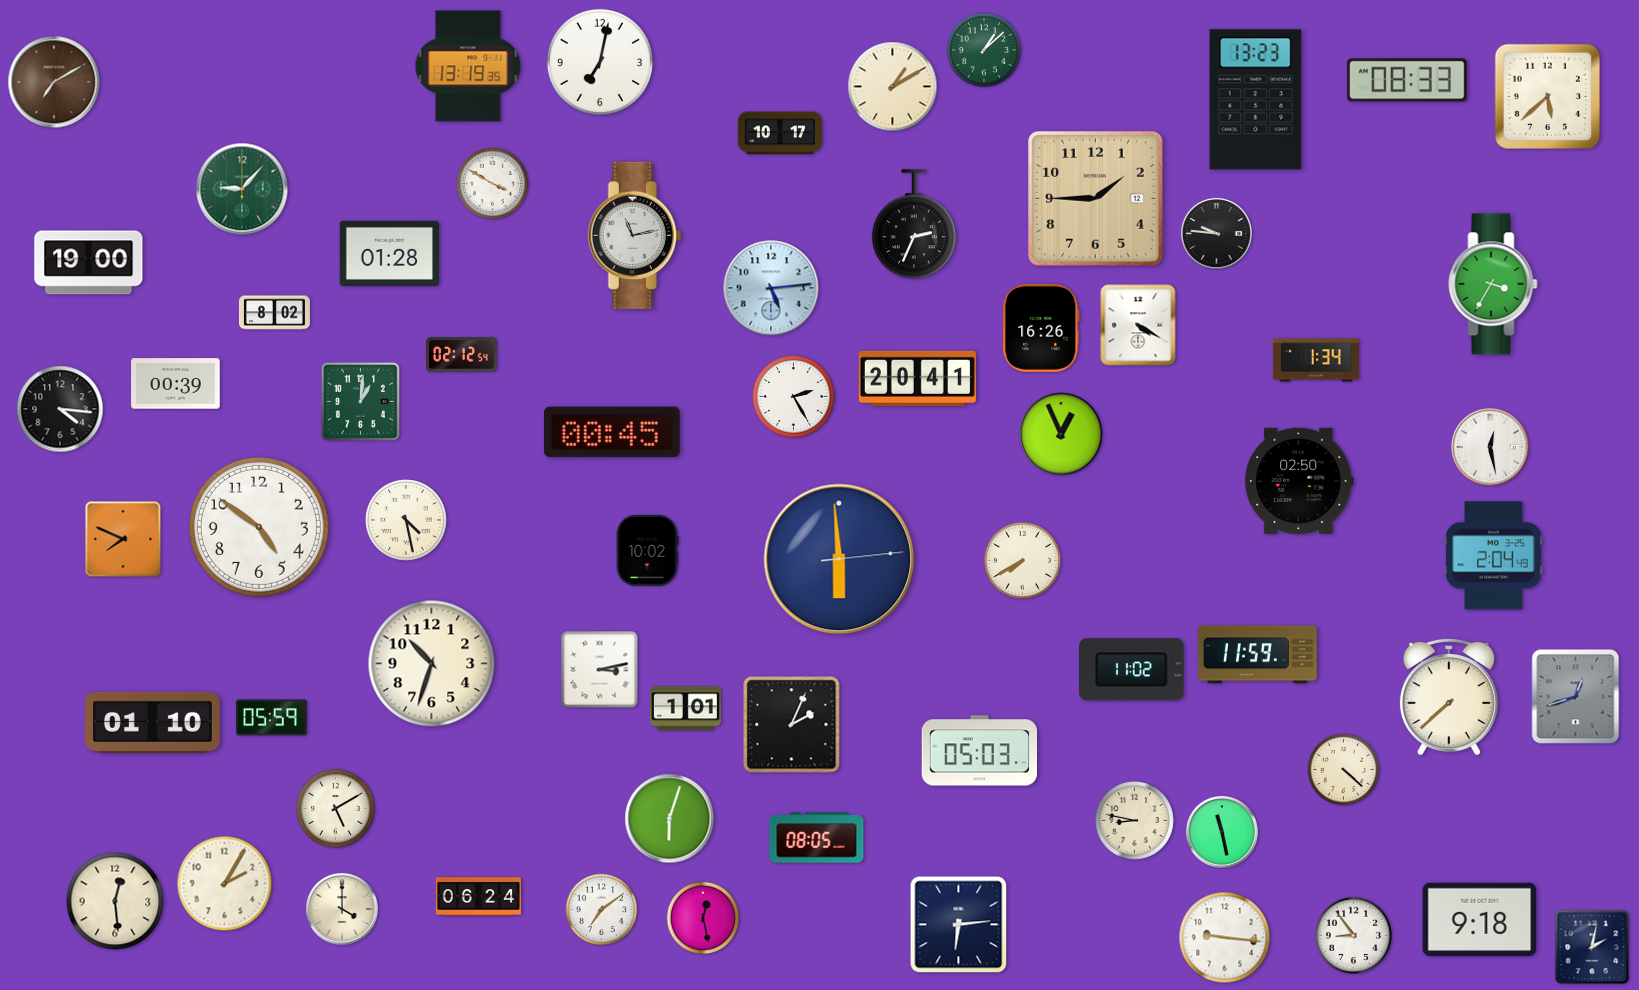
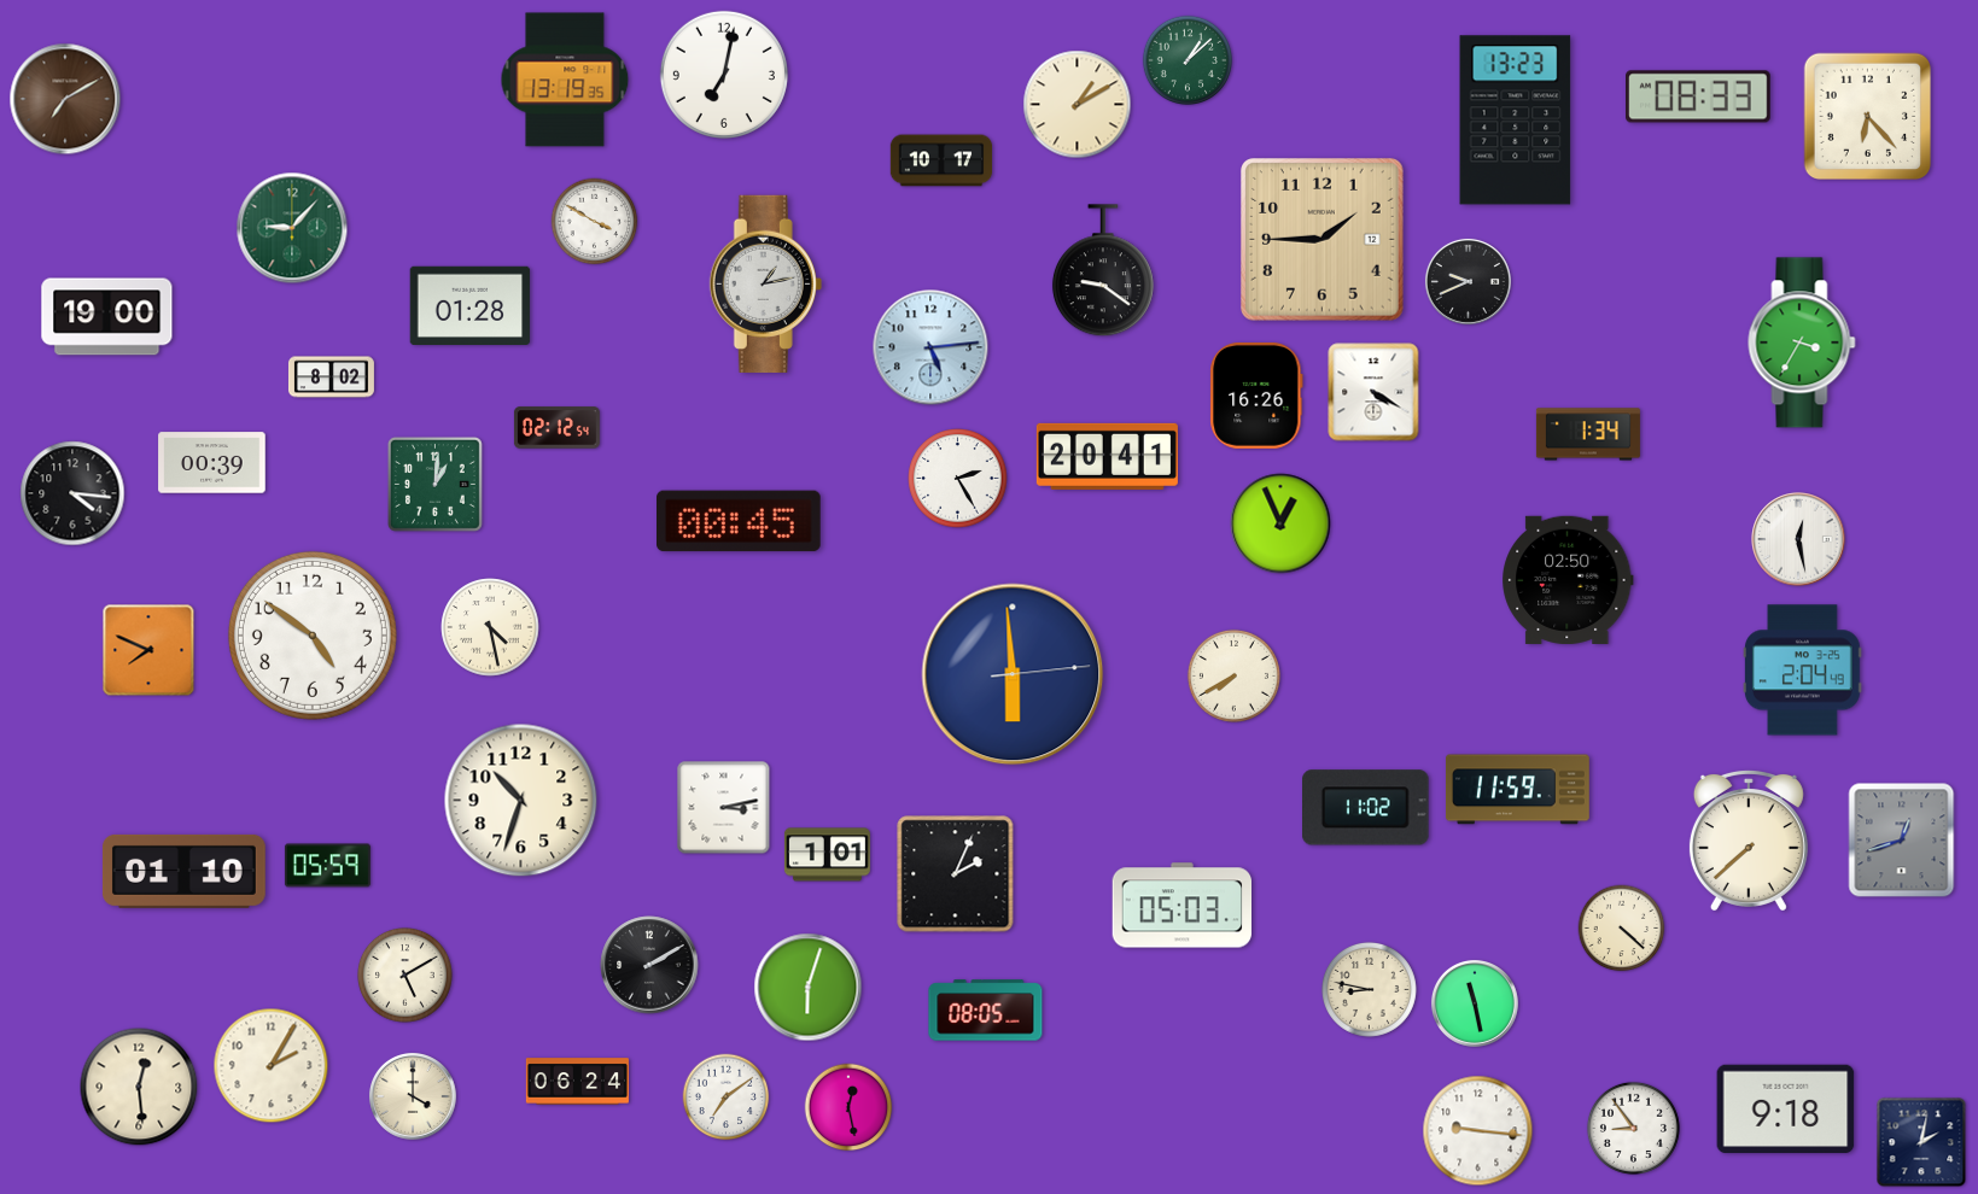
clock at (1547, 96): 5:38 -> 6:23
clock at (914, 225): 2:34 -> 9:21
clock at (1216, 233): 9:46 -> 9:41
clock at (634, 235): 11:13 -> 1:13
clock at (647, 550): 10:02 -> none
clock at (649, 965): none -> 2:10
clock at (959, 925): 6:14 -> none
